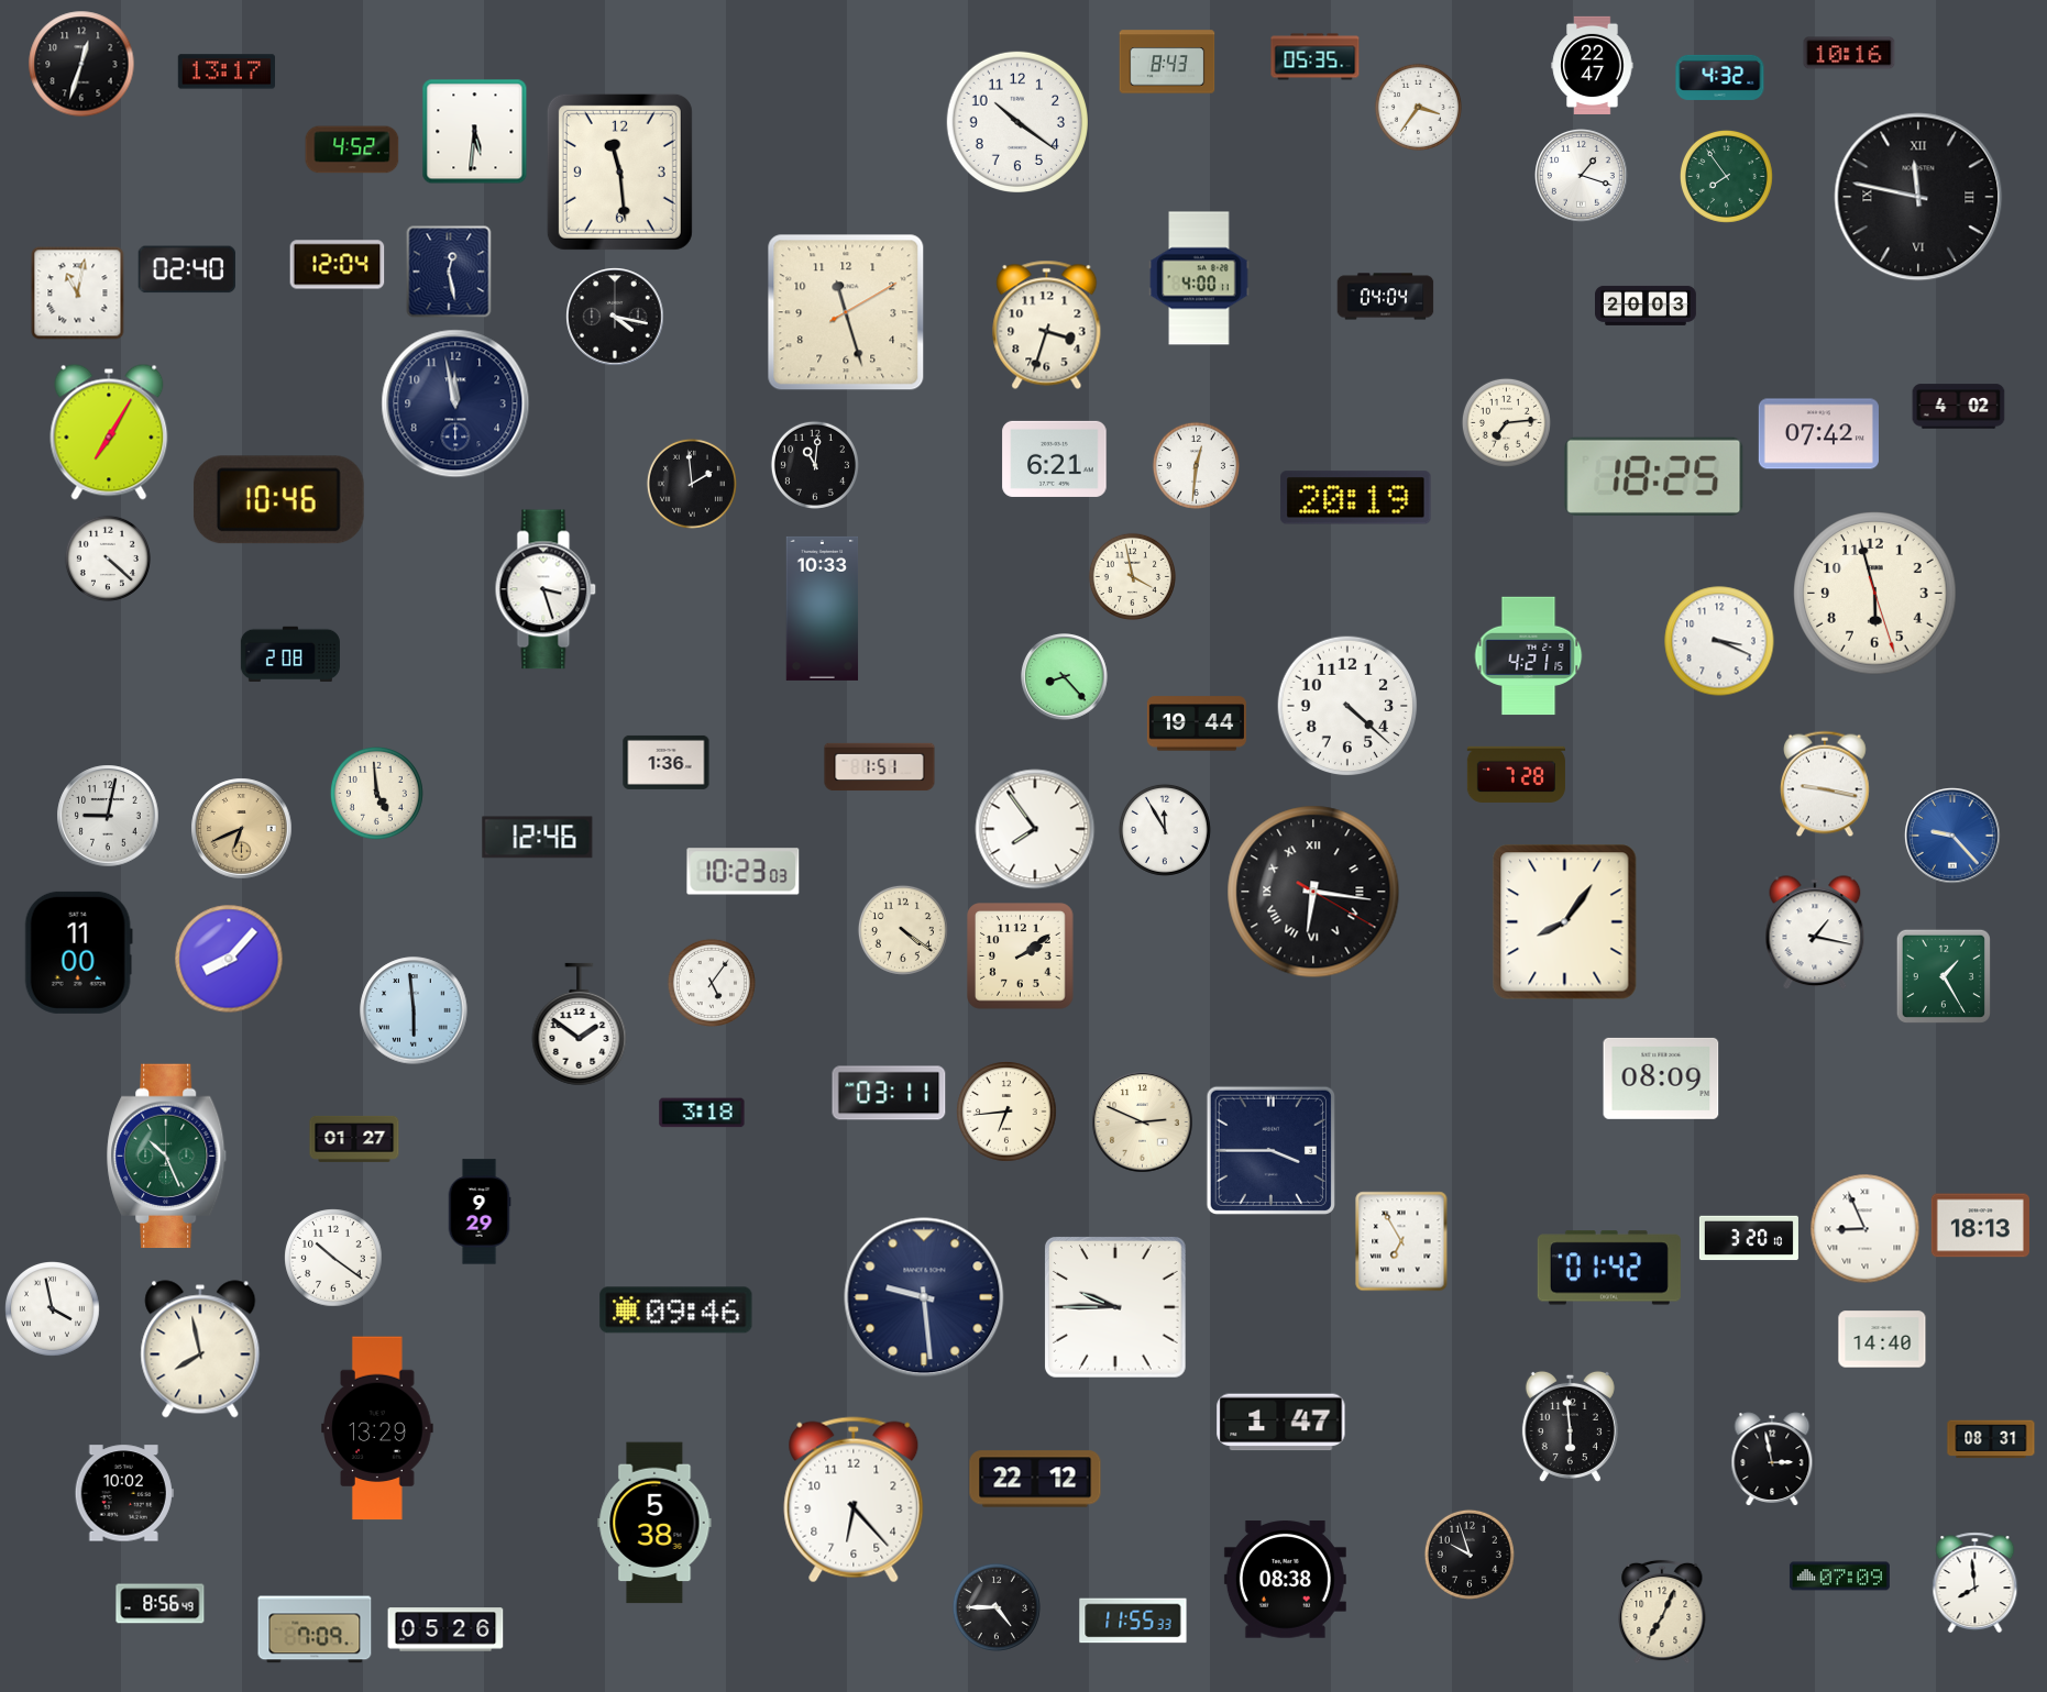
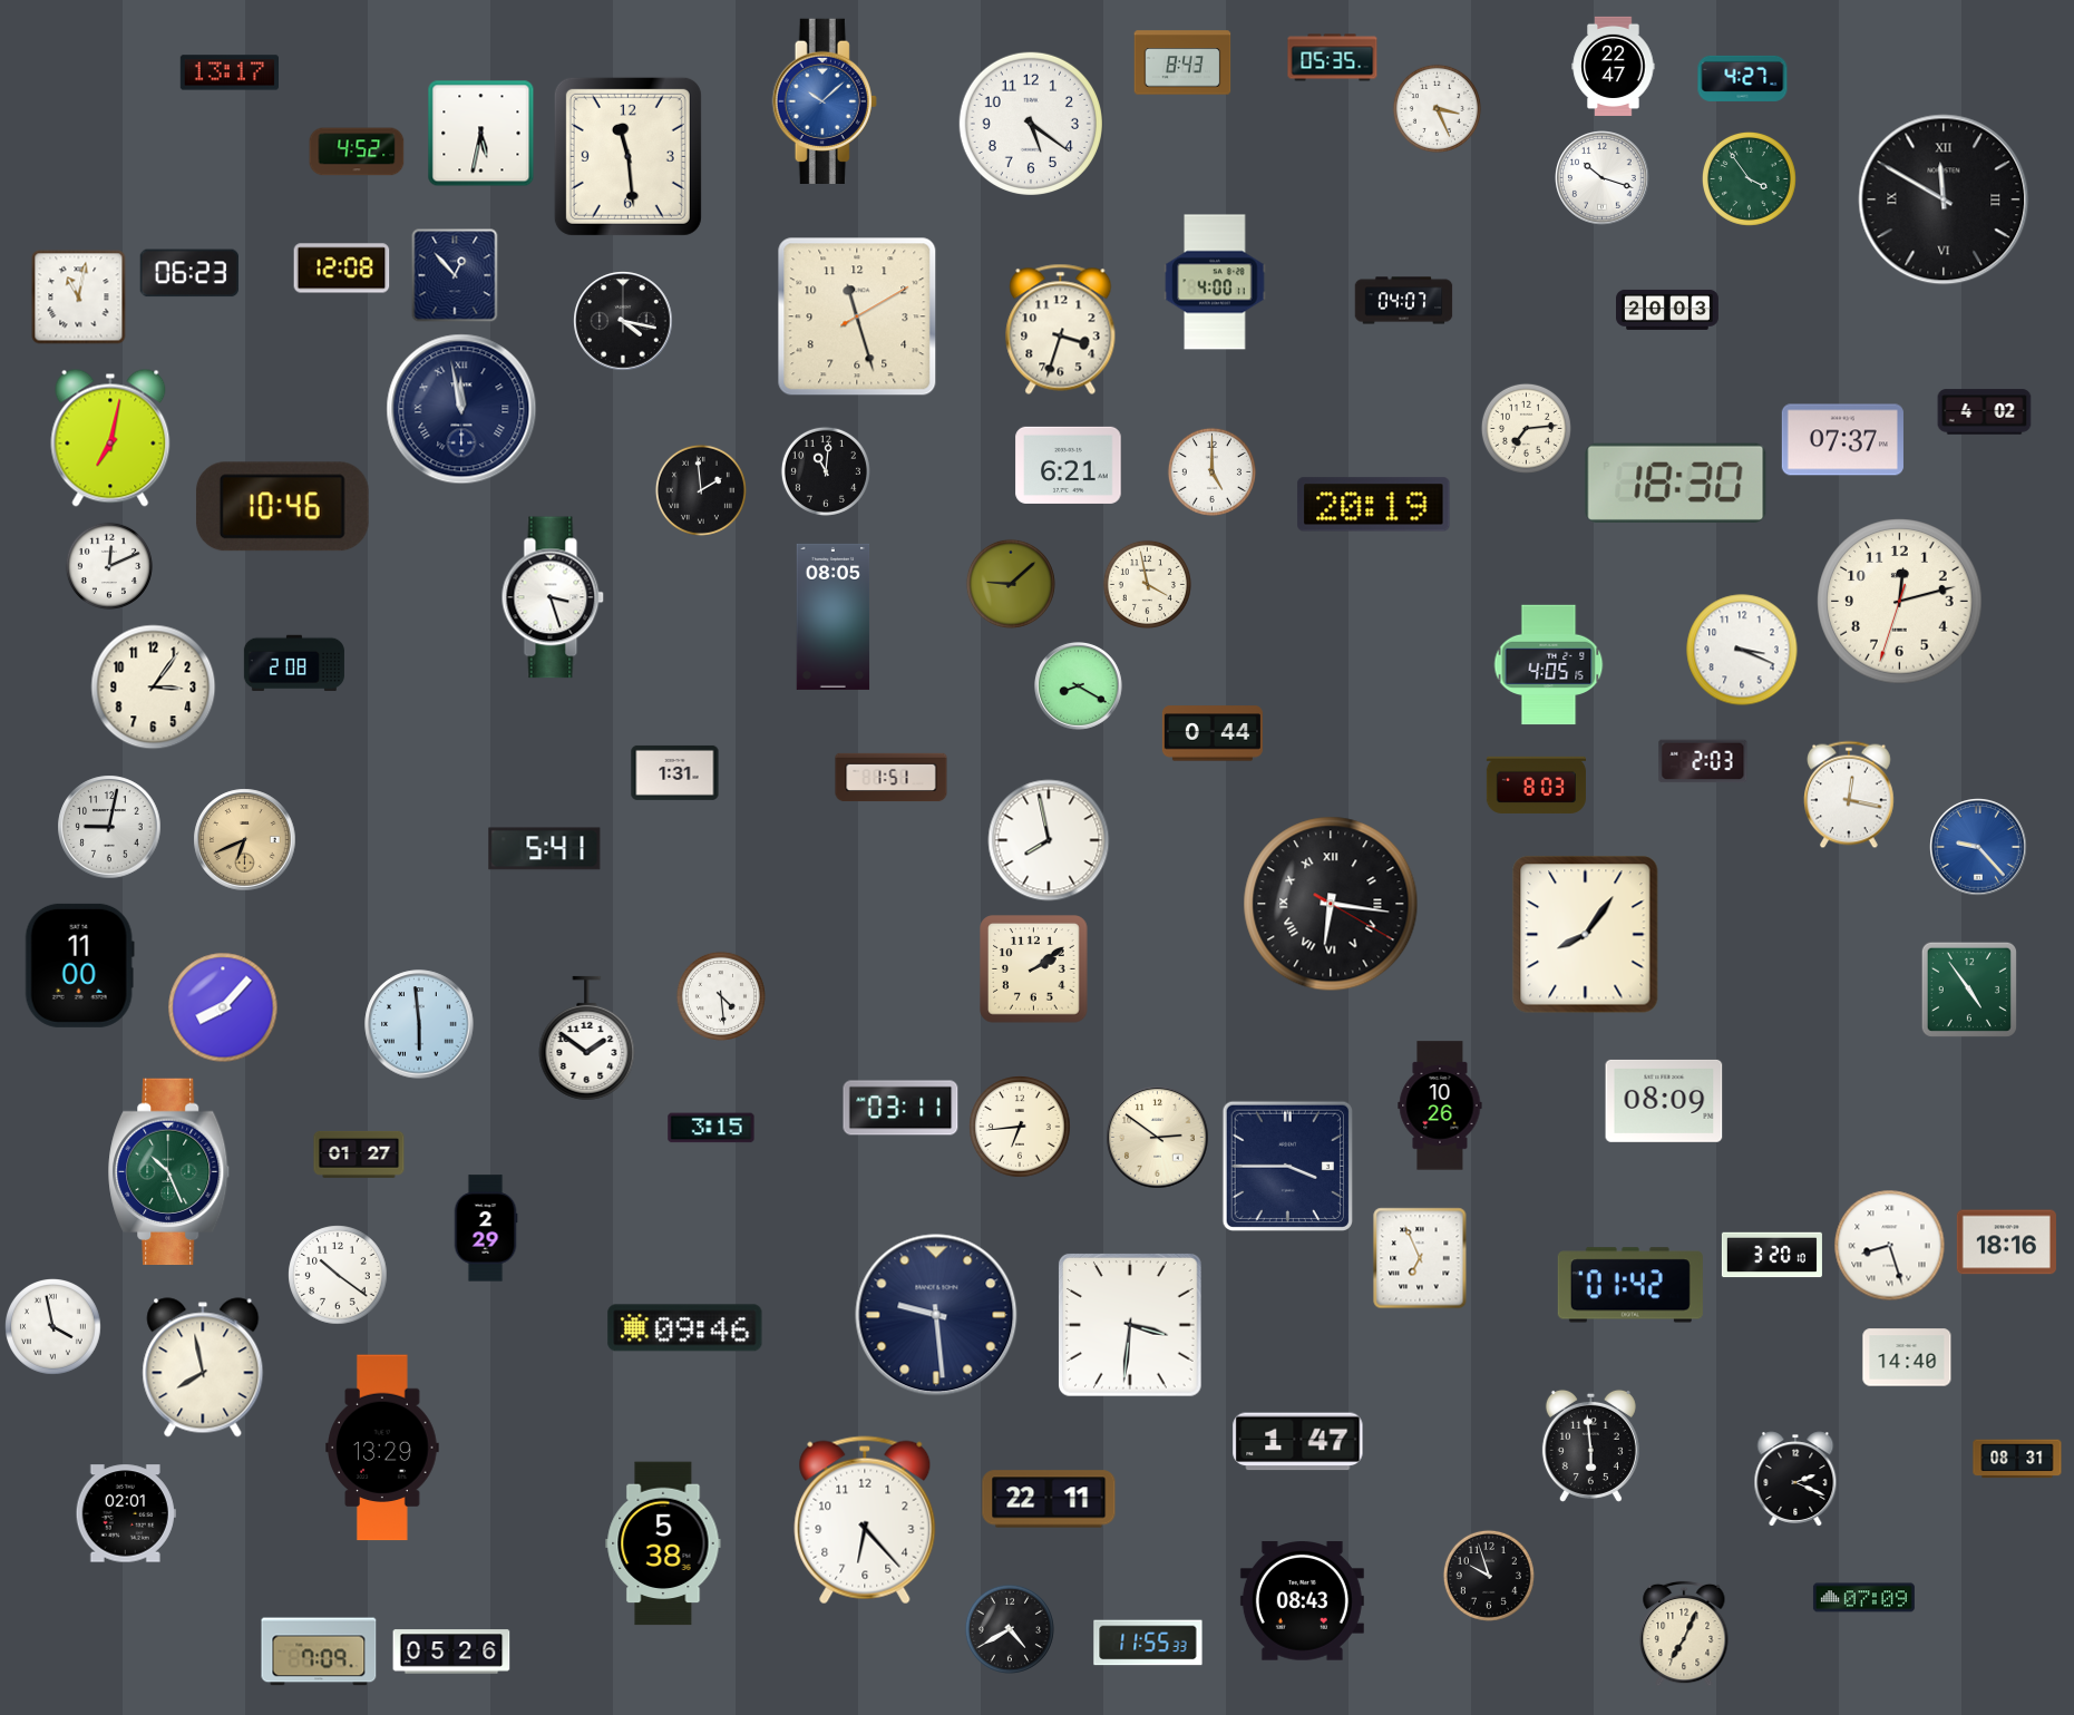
clock at (1849, 53): 10:16 -> none
clock at (81, 64): 12:33 -> none
clock at (1720, 77): 4:32 -> 4:27
clock at (825, 100): none -> 10:08
clock at (1418, 107): 3:36 -> 3:26
clock at (1017, 122): 10:21 -> 5:21
clock at (475, 132): 5:31 -> 5:32
clock at (619, 172) position: (619, 172) -> (627, 156)
clock at (1582, 176): 1:18 -> 10:18
clock at (1726, 176): 7:54 -> 3:54
clock at (1918, 197): 11:47 -> 11:50
clock at (338, 265): 12:04 -> 12:08
clock at (187, 269): 02:40 -> 06:23
clock at (449, 272): 12:28 -> 12:53
clock at (1386, 297): 04:04 -> 04:07
clock at (455, 403) numerals: Arabic -> Roman
clock at (109, 432): 7:05 -> 7:02
clock at (1818, 434): 07:42 -> 07:37
clock at (1196, 465): 12:31 -> 5:00
clock at (1654, 476): 18:25 -> 18:30
clock at (108, 559): 4:22 -> 12:11
clock at (1011, 584): none -> 9:08
clock at (1875, 594): 5:57 -> 12:12
clock at (823, 608): 10:33 -> 08:05
clock at (1529, 656): 4:21 -> 4:05
clock at (1065, 677): 8:23 -> 8:20
clock at (154, 688): none -> 3:06
clock at (1347, 706): 4:22 -> none
clock at (1197, 723): 19:44 -> 0:44
clock at (1703, 761): none -> 2:03
clock at (667, 762): 1:36 -> 1:31
clock at (1516, 774): 7:28 -> 8:03
clock at (1826, 784): 9:17 -> 12:17
clock at (376, 793): 4:59 -> none
clock at (1035, 829): 7:54 -> 7:58
clock at (1165, 830): 11:55 -> none
clock at (538, 838): 12:46 -> 5:41
clock at (744, 872): 10:23 -> none
clock at (903, 930): 4:21 -> none
clock at (1815, 933): 1:17 -> none
clock at (229, 959) position: (229, 959) -> (223, 1007)
clock at (1944, 976): 1:25 -> 4:54
clock at (712, 983): 5:06 -> 4:29
clock at (1661, 1079) position: (1661, 1079) -> (1664, 1101)
clock at (1440, 1105): none -> 10:26
clock at (702, 1113): 3:18 -> 3:15
clock at (1143, 1123): 2:49 -> 2:51
clock at (480, 1212): 9:29 -> 2:29
clock at (1980, 1226): 18:13 -> 18:16
clock at (1866, 1229): 8:56 -> 8:27
clock at (1401, 1241): 6:55 -> 6:56
clock at (1116, 1308): 9:45 -> 3:31
clock at (1772, 1459): 2:58 -> 2:19
clock at (1035, 1479): 22:12 -> 22:11
clock at (124, 1493): 10:02 -> 02:01
clock at (1285, 1580): 08:38 -> 08:43
clock at (1976, 1583): 7:59 -> none
clock at (161, 1604): 8:56 -> none
clock at (997, 1607): 4:45 -> 4:40
